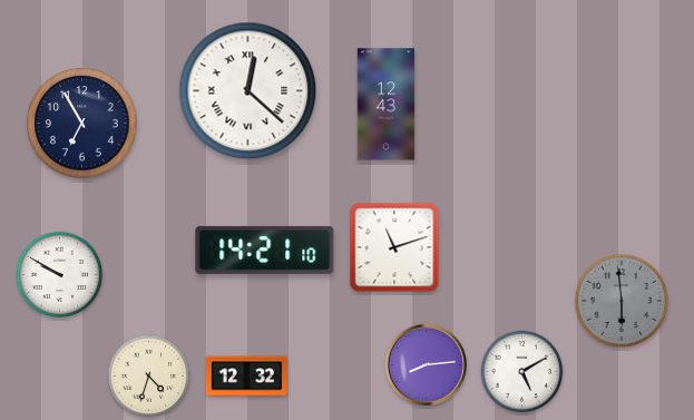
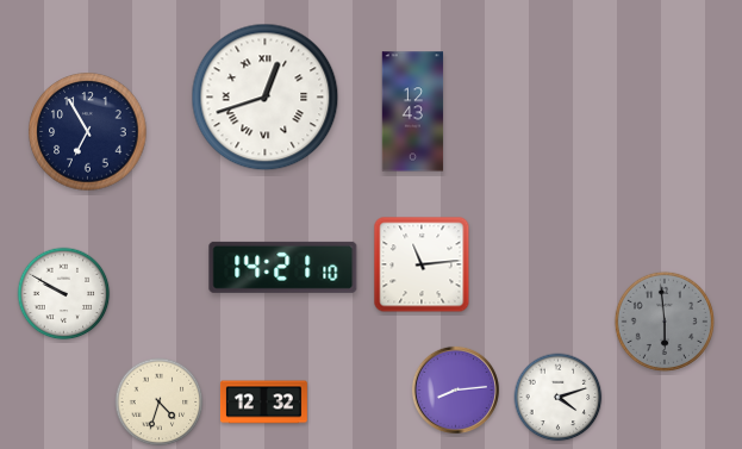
clock at (248, 91): 12:22 -> 12:42
clock at (394, 247): 11:12 -> 11:14
clock at (522, 372): 5:10 -> 4:12
